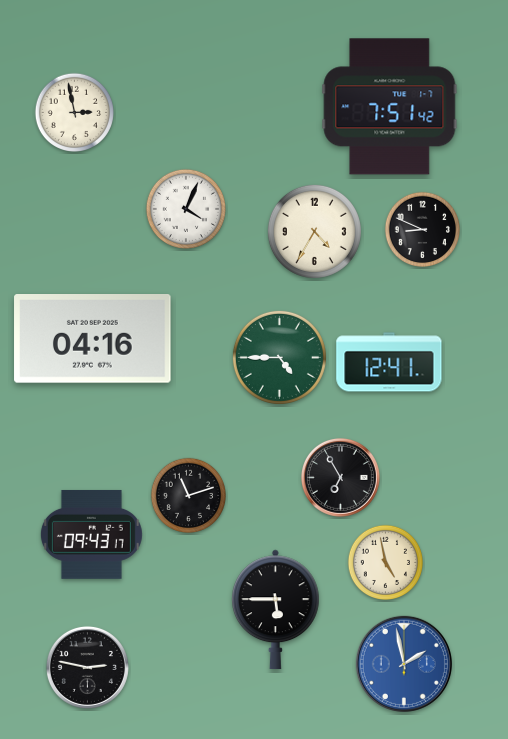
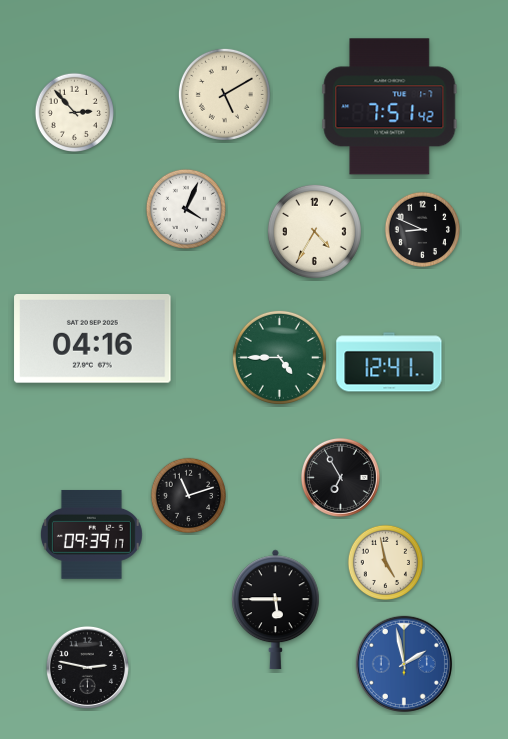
clock at (224, 94): none -> 5:10
clock at (74, 112): 2:58 -> 2:53
clock at (91, 534): 09:43 -> 09:39
